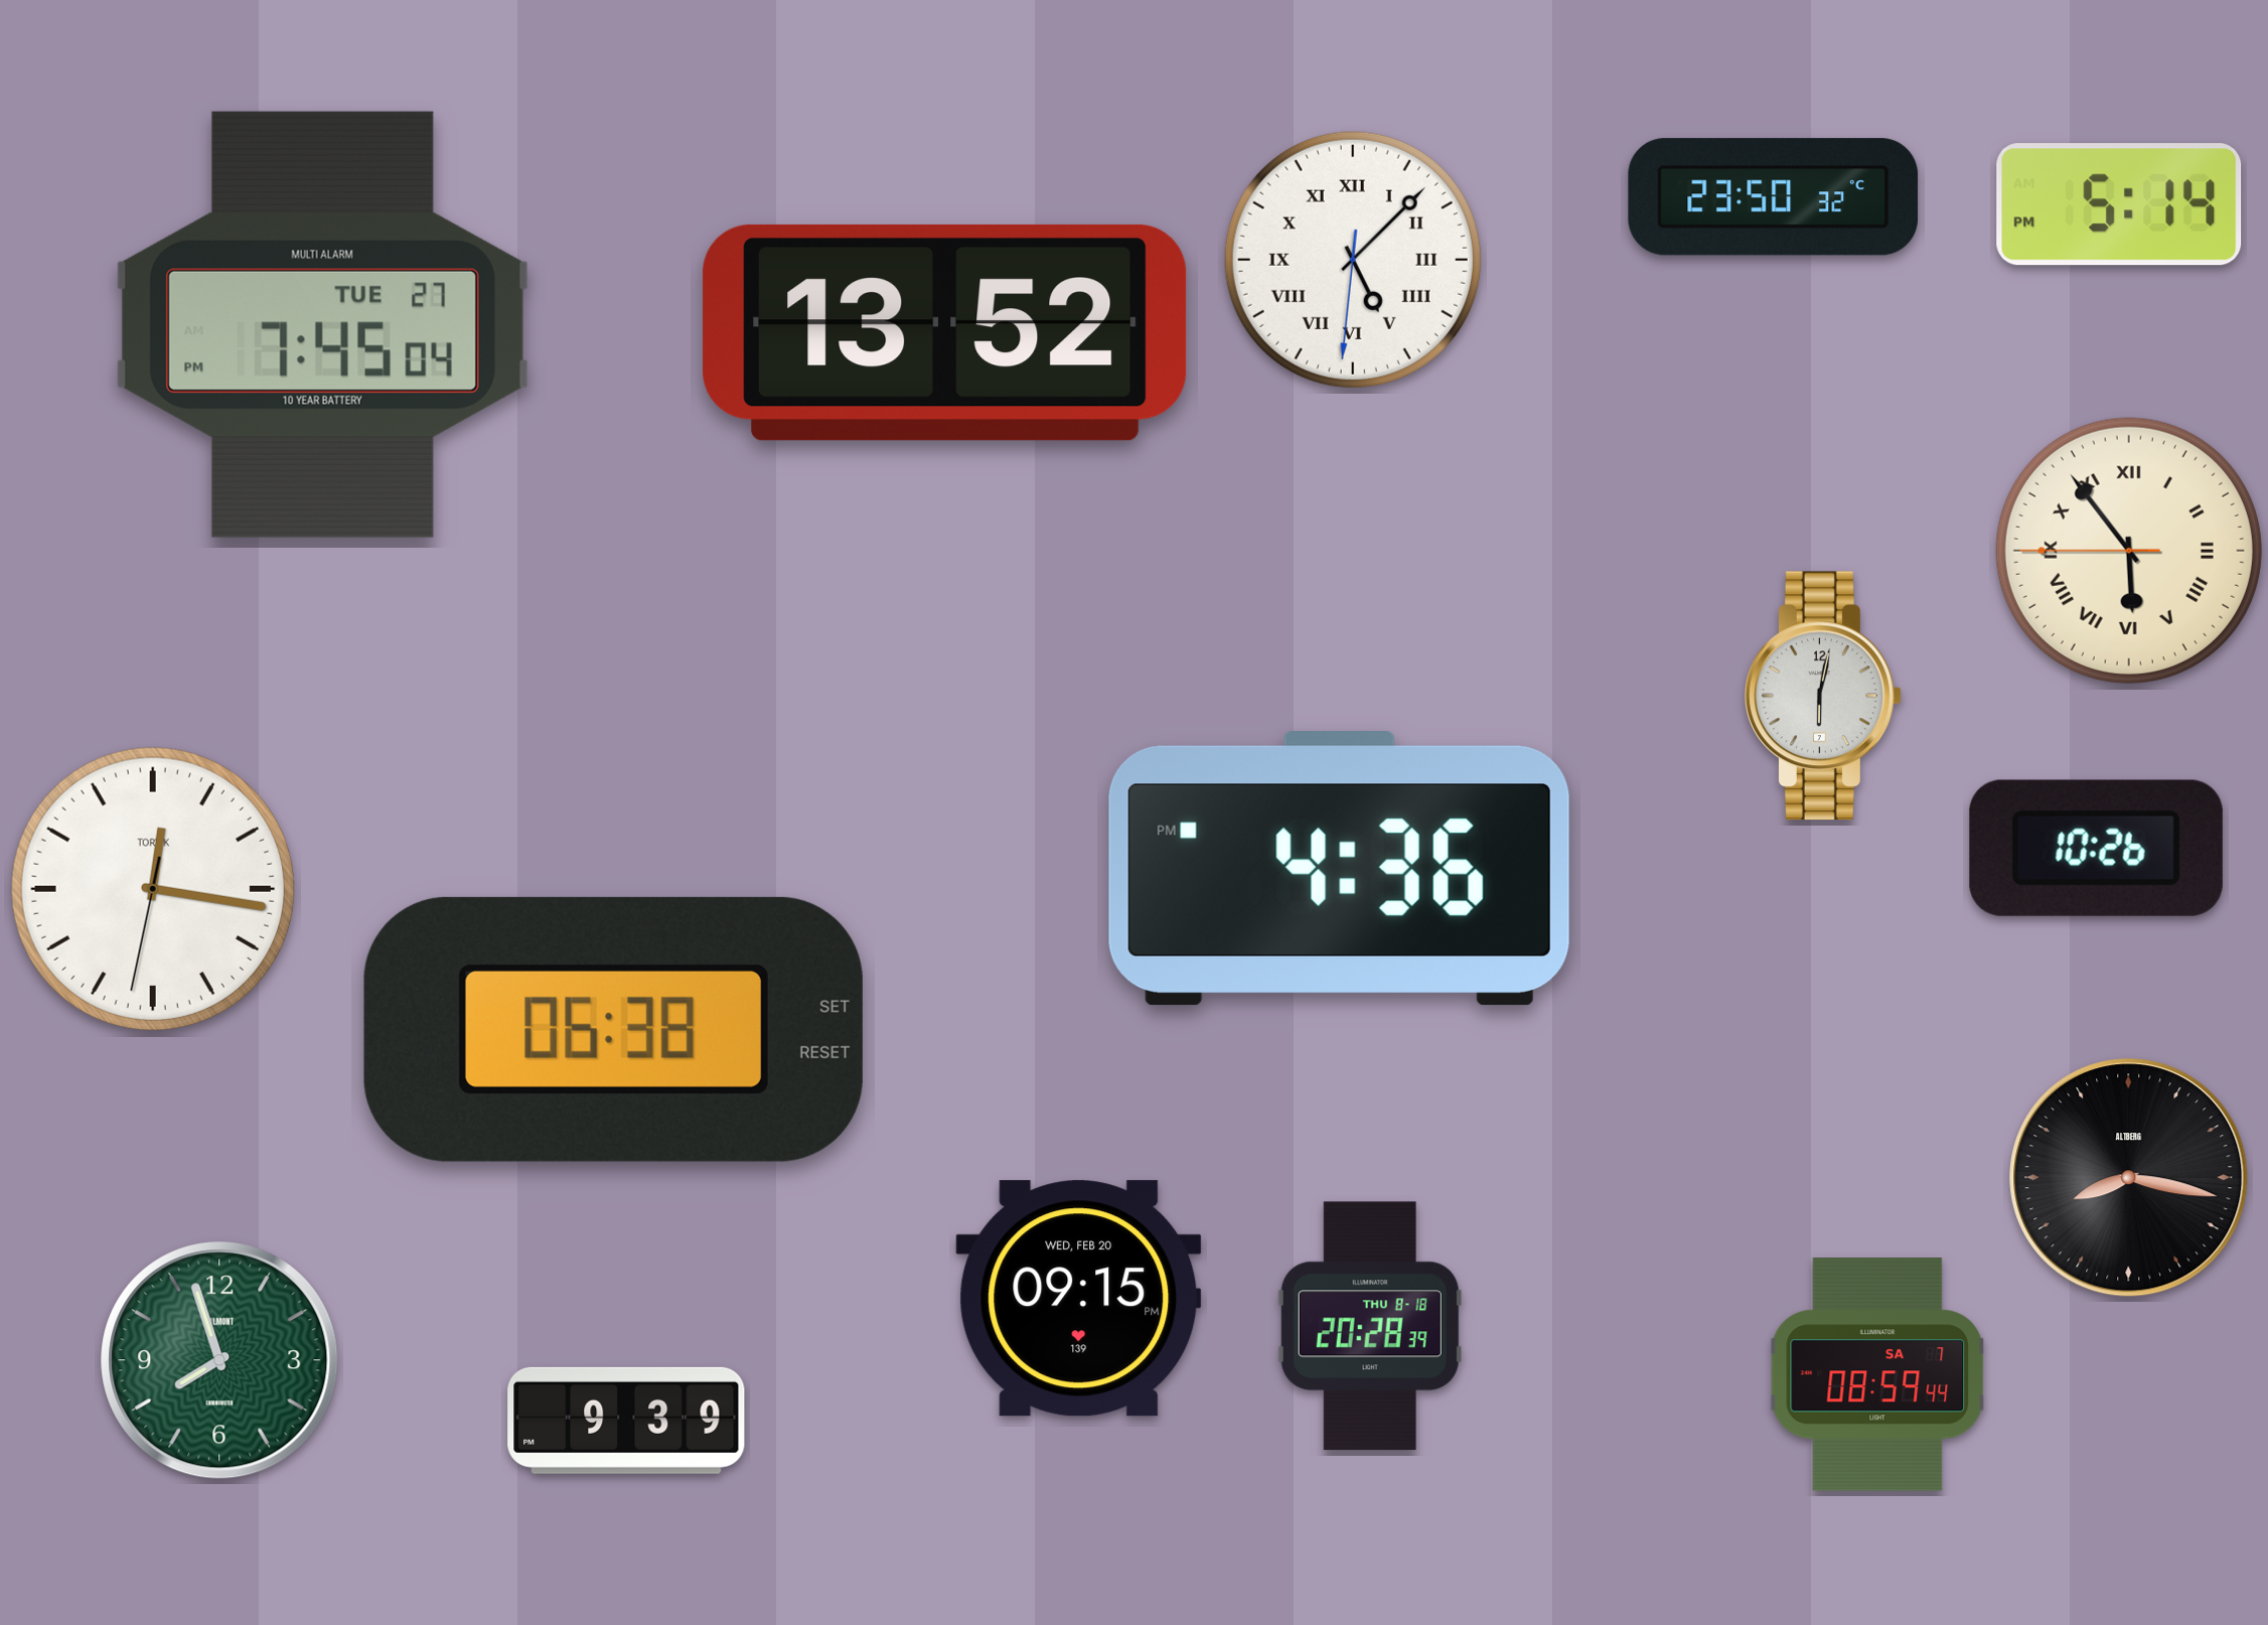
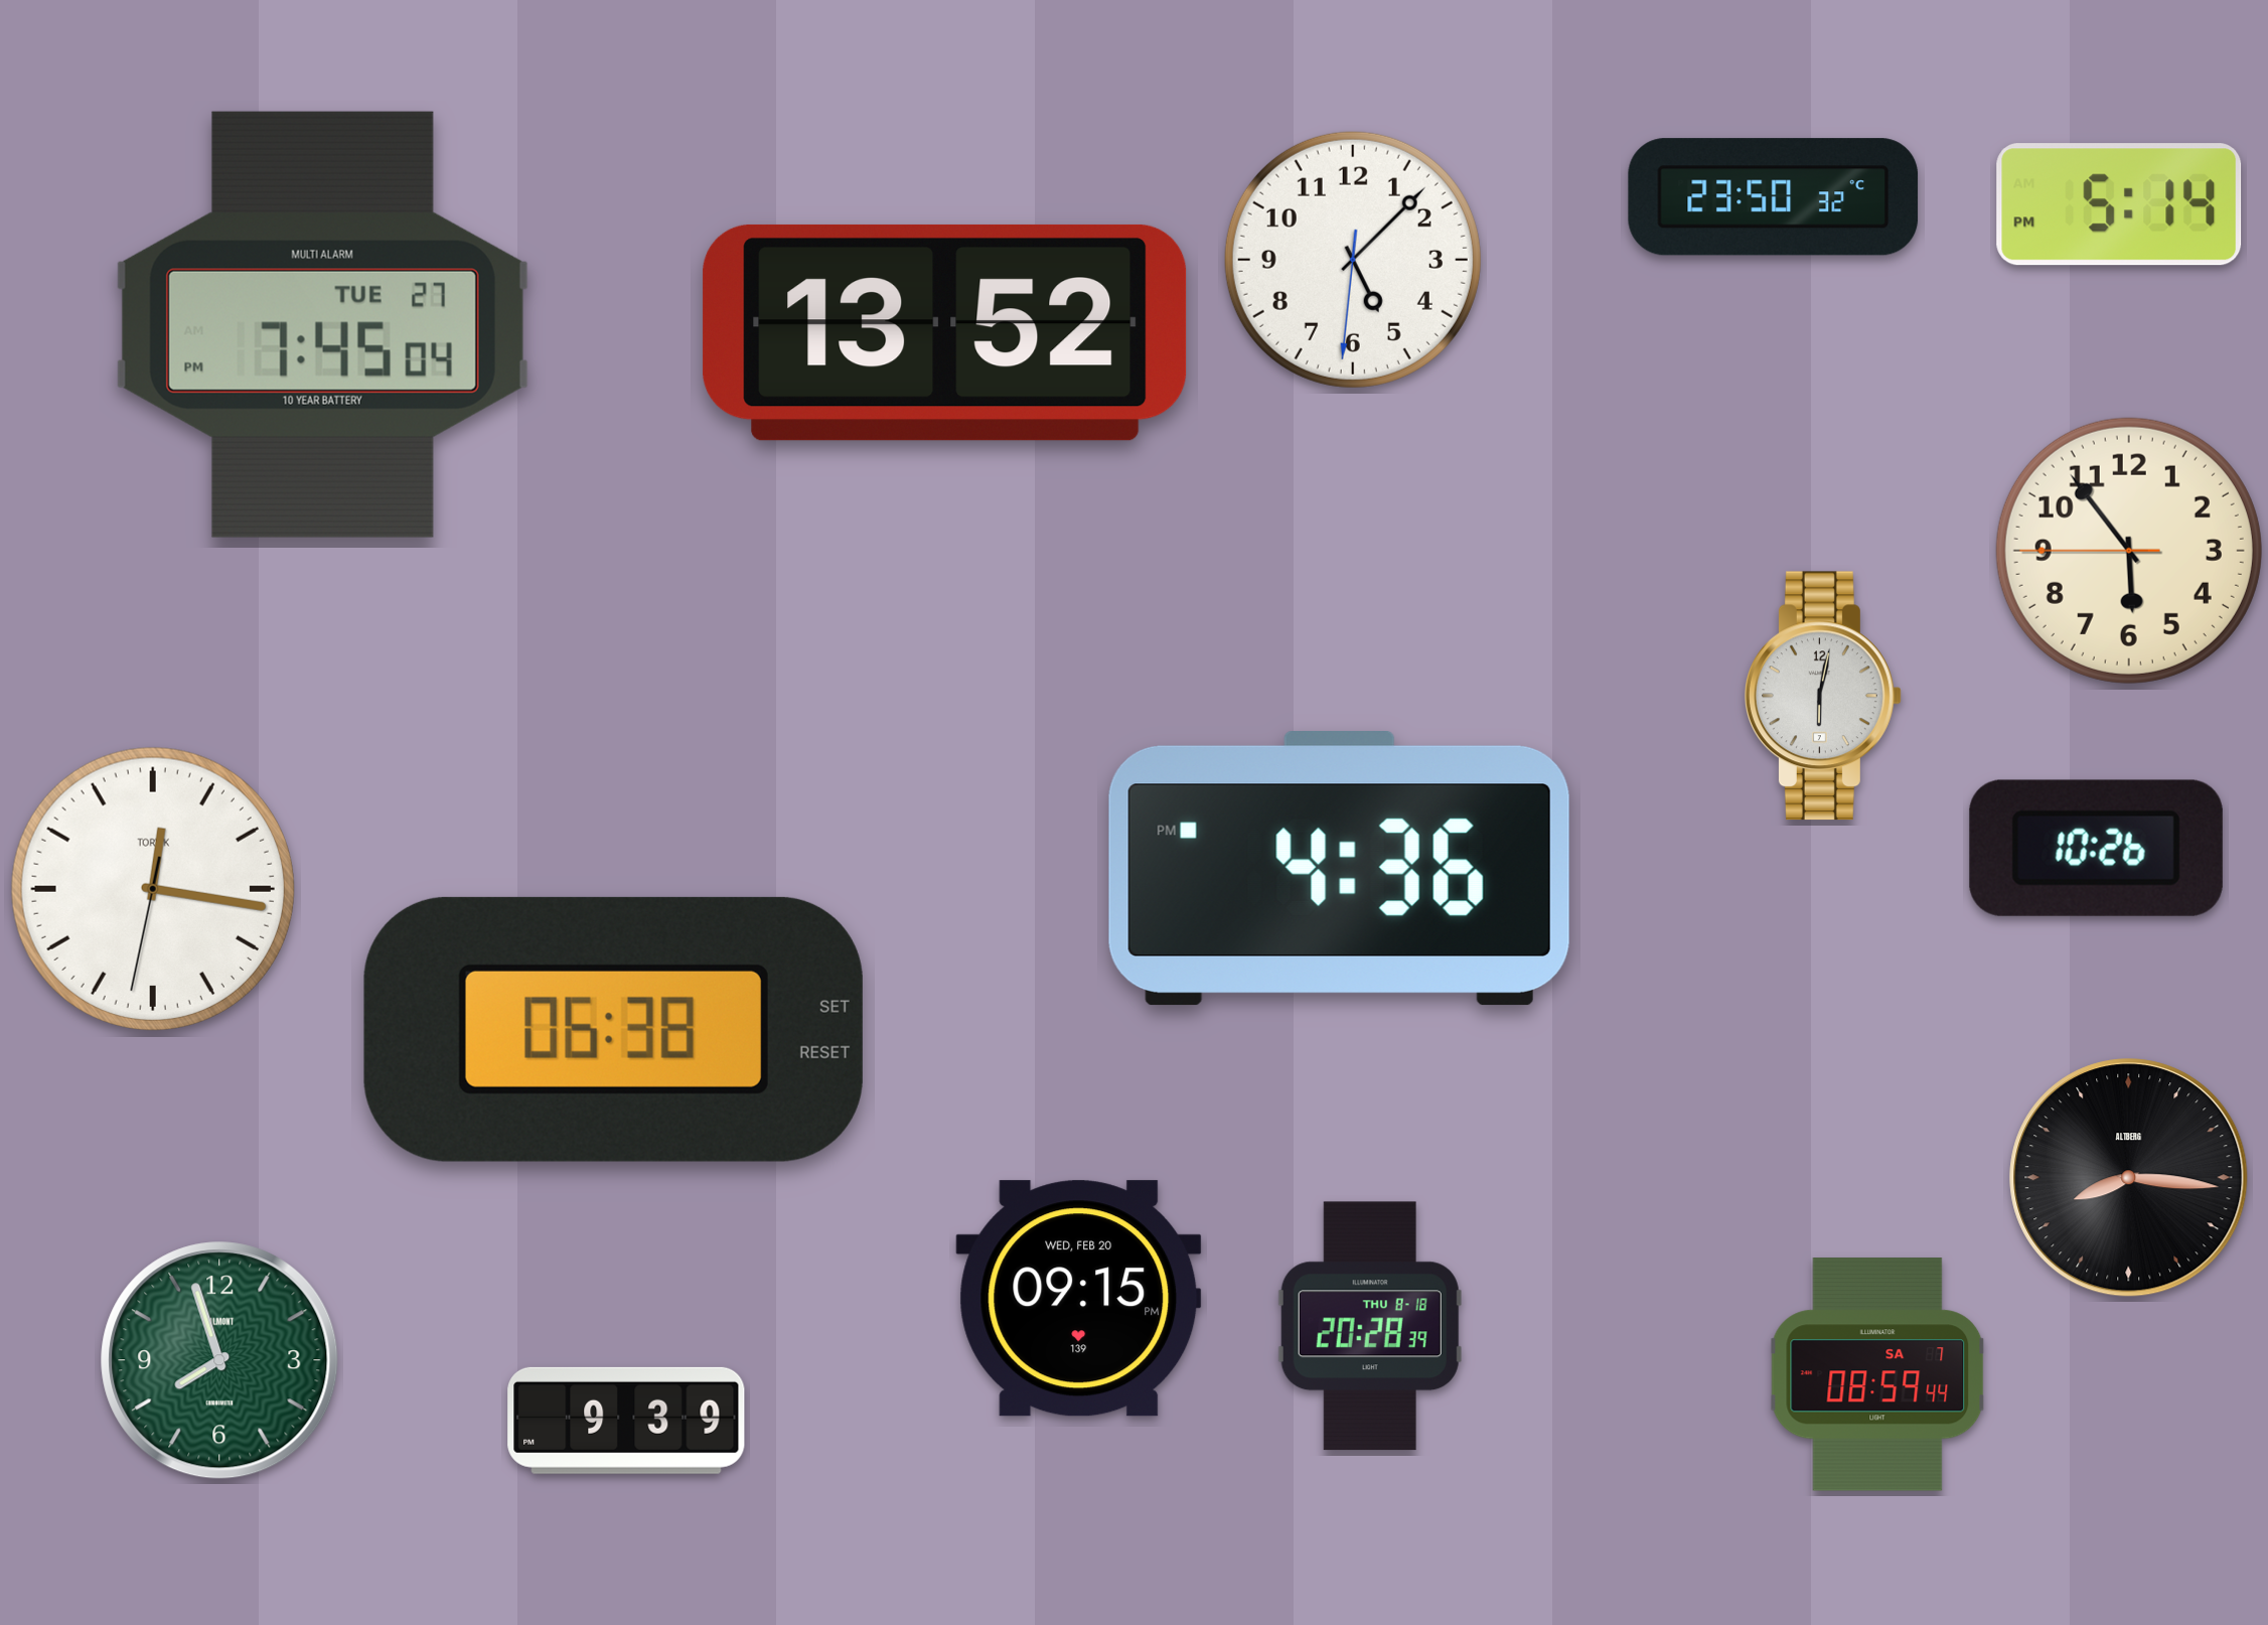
clock at (1353, 260) numerals: Roman -> Arabic
clock at (2129, 551) numerals: Roman -> Arabic
clock at (2129, 1178): 8:17 -> 8:16
